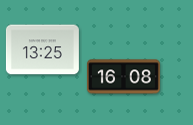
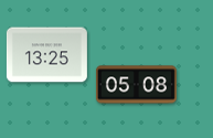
clock at (123, 77): 16:08 -> 05:08
